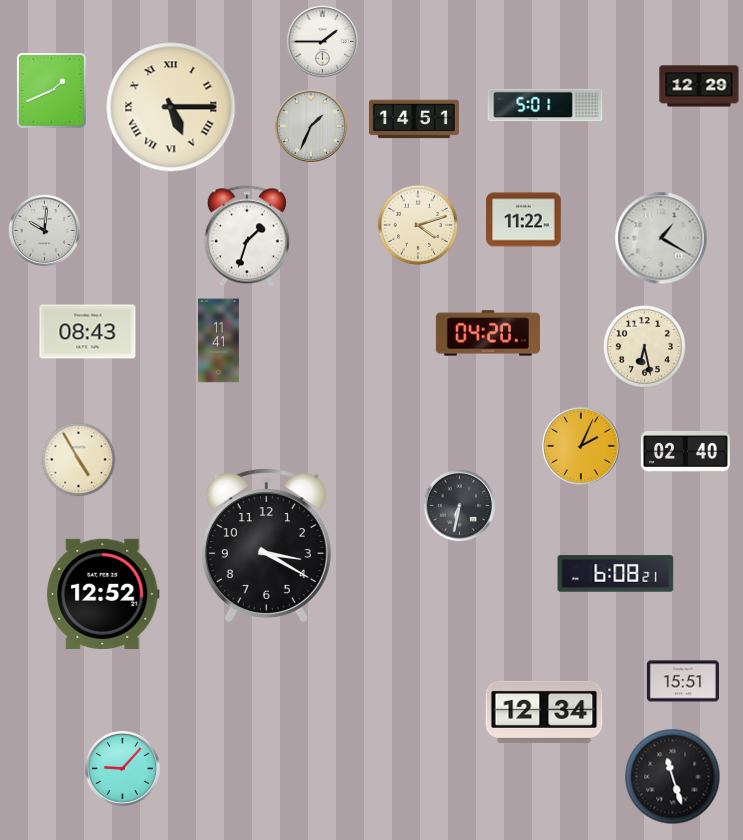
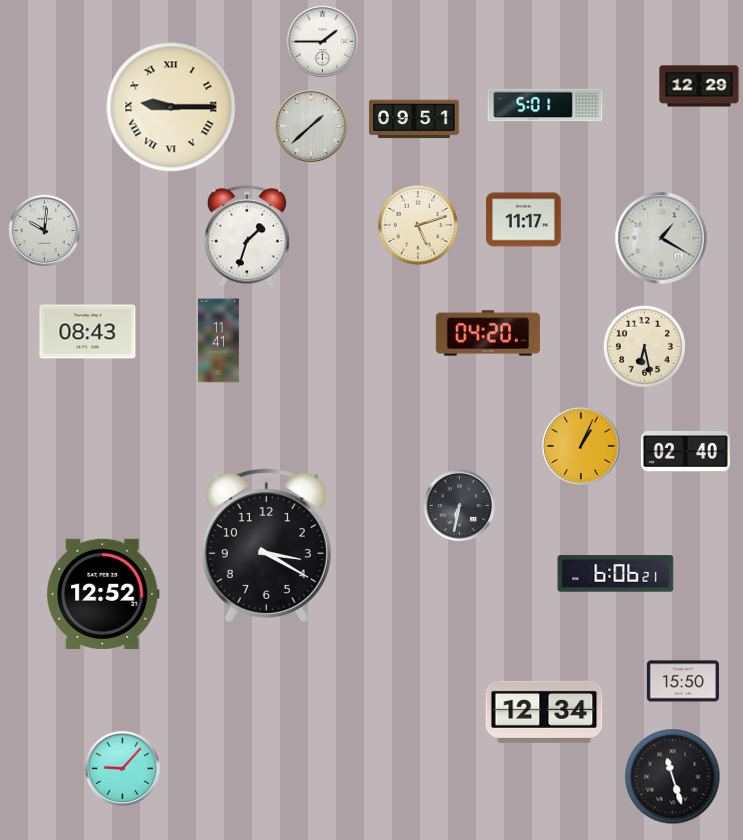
clock at (52, 91): 1:41 -> none
clock at (171, 107): 5:15 -> 9:15
clock at (414, 119): 14:51 -> 09:51
clock at (310, 125): 1:34 -> 1:38
clock at (524, 220): 11:22 -> 11:17
clock at (418, 225): 4:12 -> 5:12
clock at (581, 446): 2:04 -> 1:04
clock at (79, 460): 4:55 -> none
clock at (616, 574): 6:08 -> 6:06
clock at (683, 681): 15:51 -> 15:50
